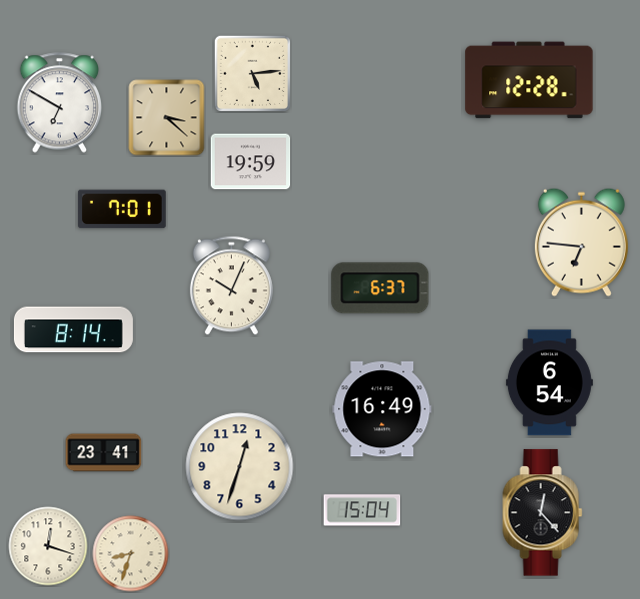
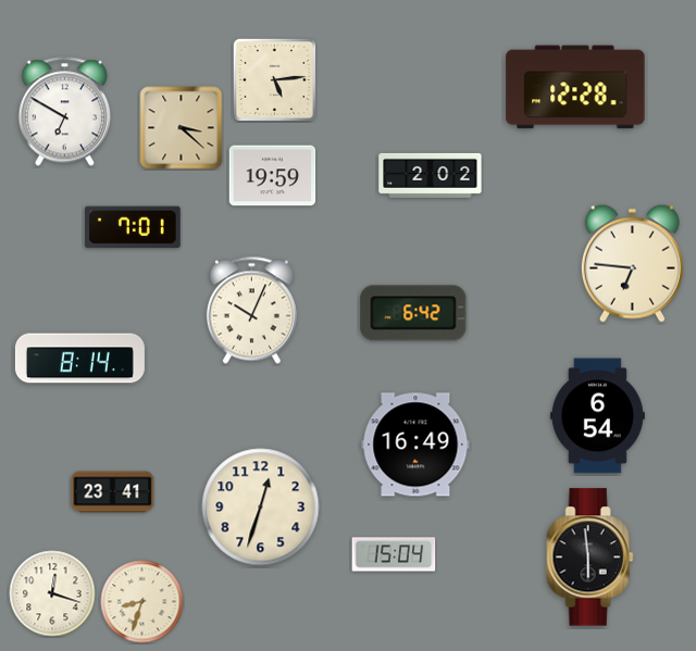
clock at (431, 175): none -> 2:02
clock at (380, 288): 6:37 -> 6:42
clock at (543, 513): 12:23 -> 5:59
